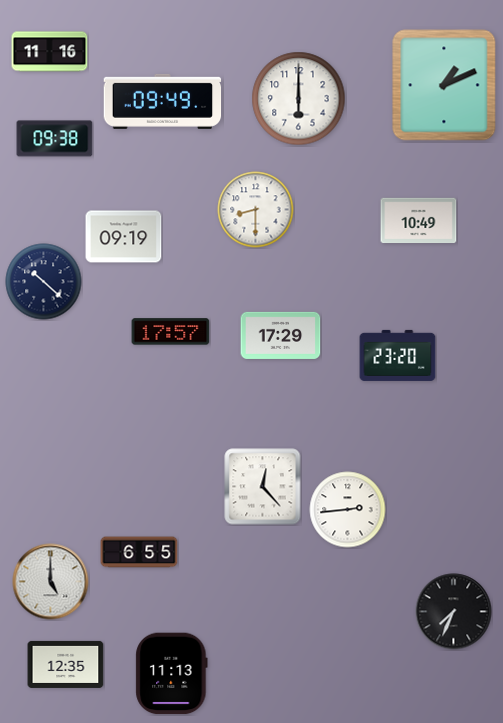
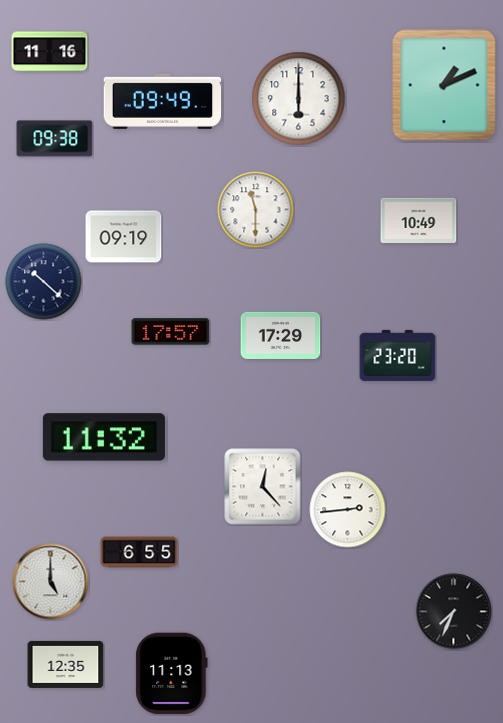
clock at (256, 210): 8:30 -> 11:30
clock at (104, 437): none -> 11:32
